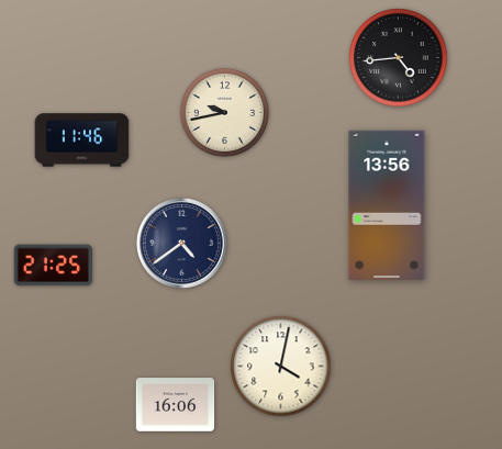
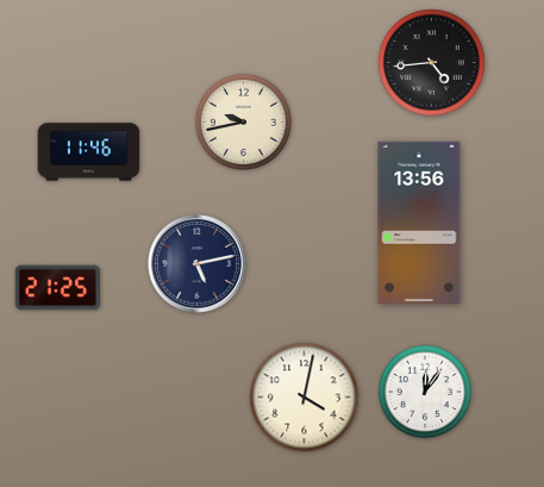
clock at (181, 243): 4:39 -> 5:13
clock at (425, 392): none -> 12:06
clock at (176, 405): 16:06 -> none
